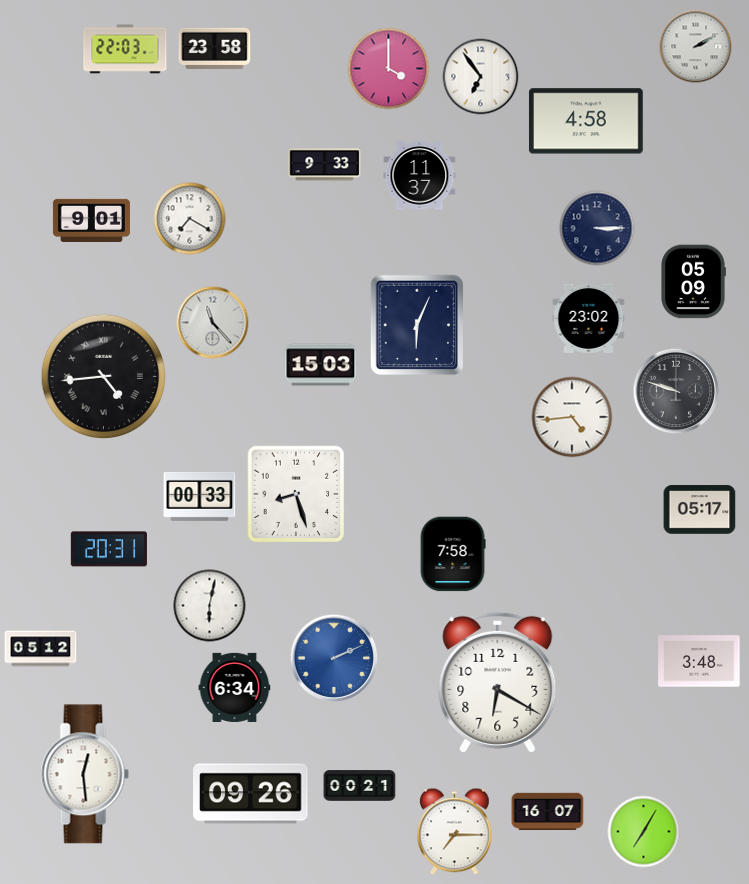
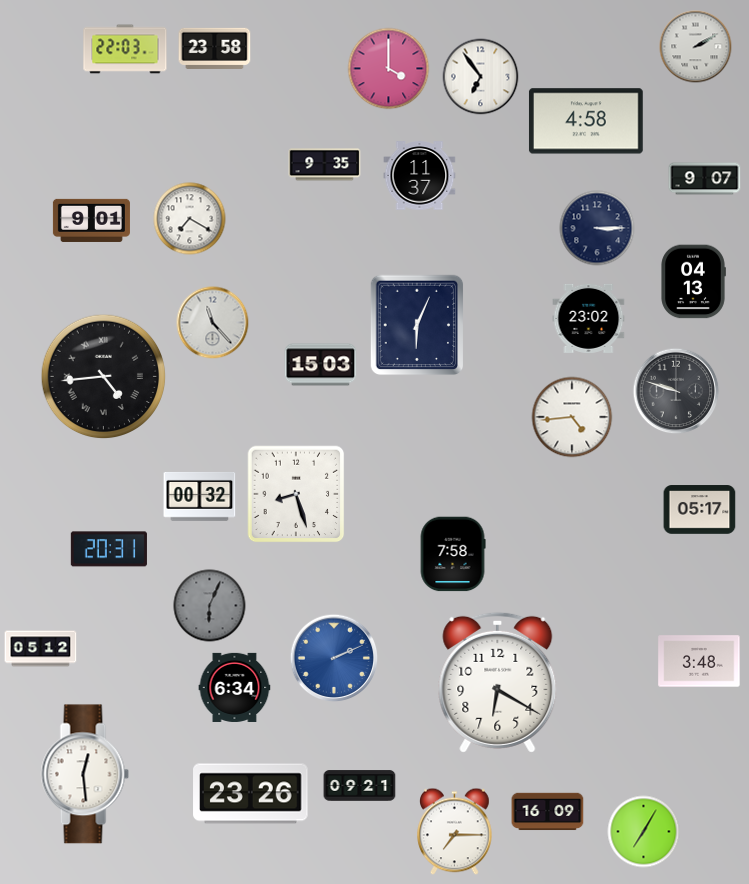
clock at (325, 165): 9:33 -> 9:35
clock at (705, 179): none -> 9:07
clock at (693, 282): 05:09 -> 04:13
clock at (200, 496): 00:33 -> 00:32
clock at (210, 606): 6:02 -> 6:04
clock at (210, 606) dial: white -> grey
clock at (360, 786): 00:21 -> 09:21
clock at (251, 794): 09:26 -> 23:26
clock at (548, 812): 16:07 -> 16:09
